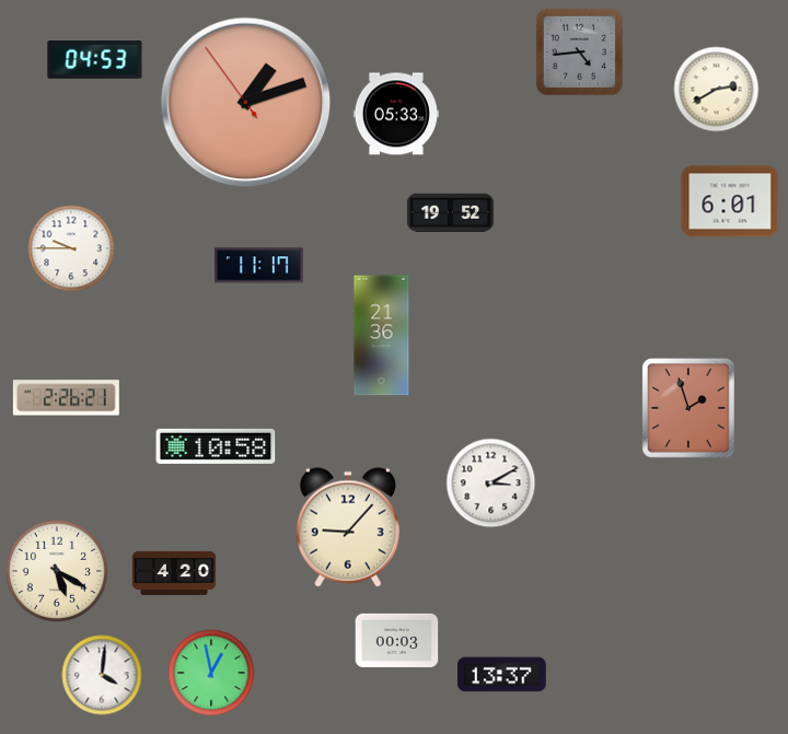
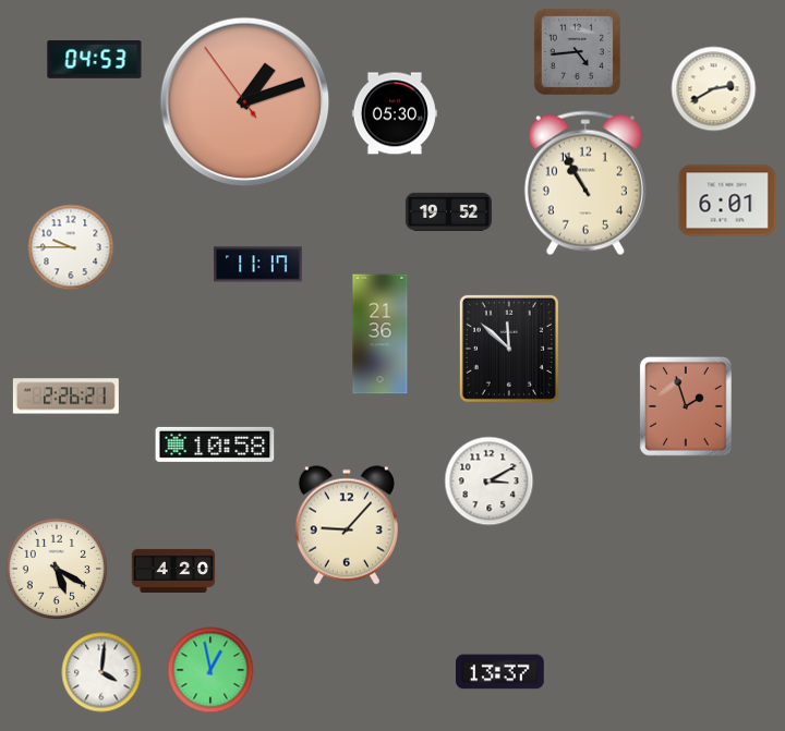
clock at (396, 114): 05:33 -> 05:30
clock at (585, 183): none -> 10:55
clock at (509, 349): none -> 11:52
clock at (397, 640): 00:03 -> none
